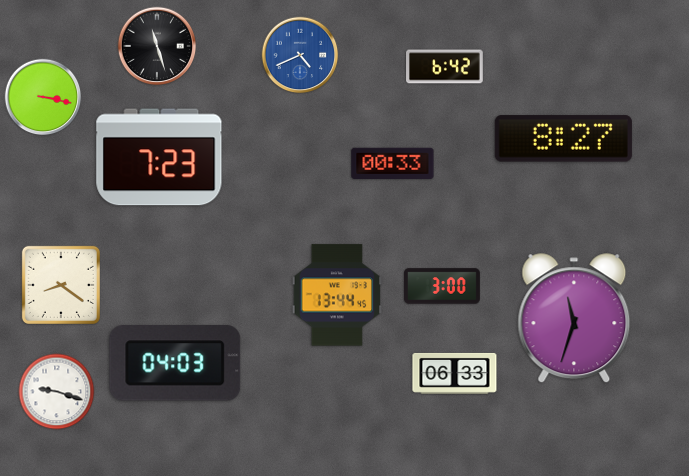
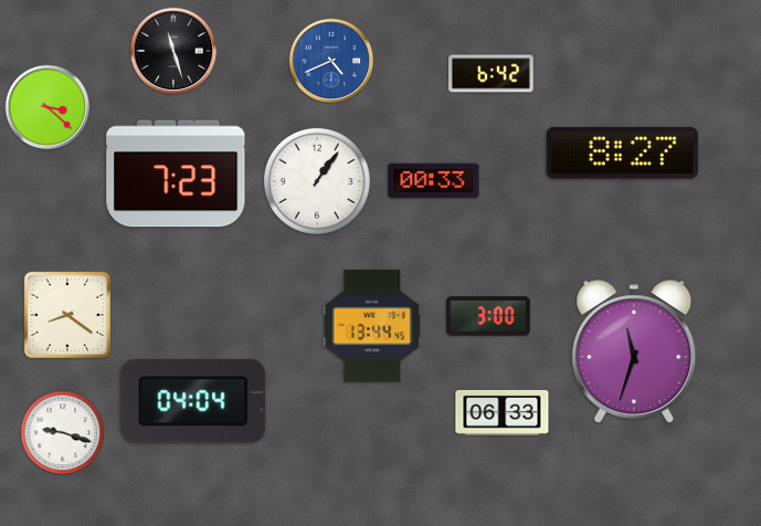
clock at (43, 97): 3:17 -> 3:22
clock at (317, 181): none -> 1:06
clock at (175, 363): 04:03 -> 04:04
